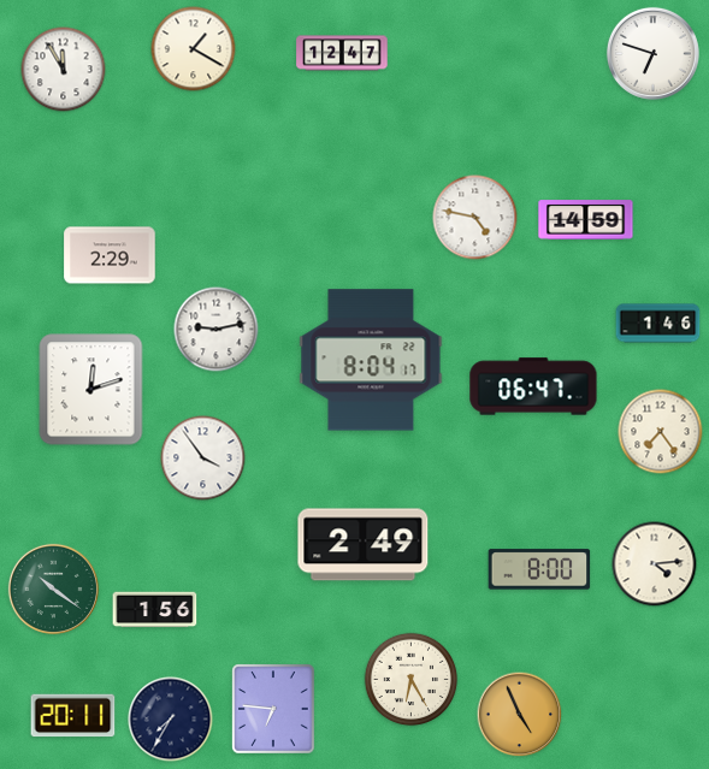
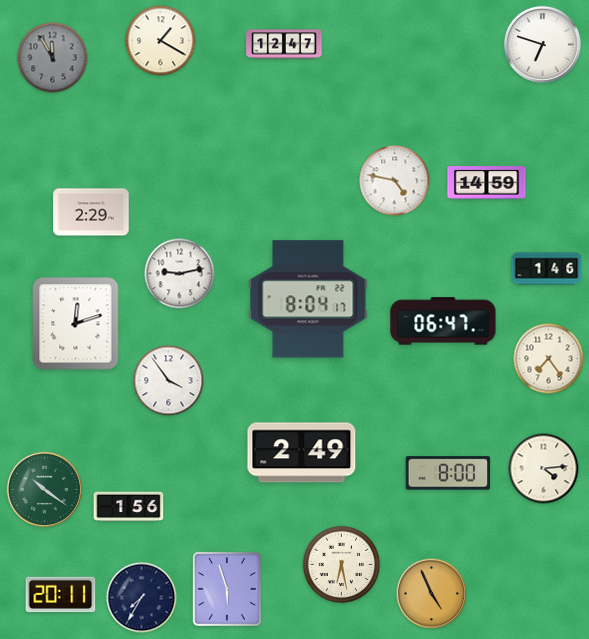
clock at (64, 70) dial: white -> grey
clock at (412, 680): 6:25 -> 6:28
clock at (273, 709): 6:46 -> 5:57
